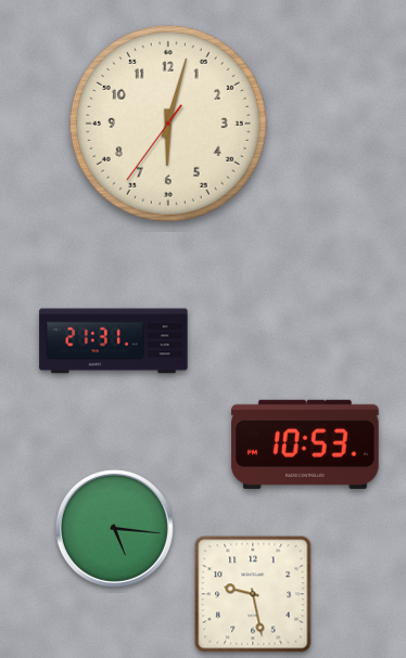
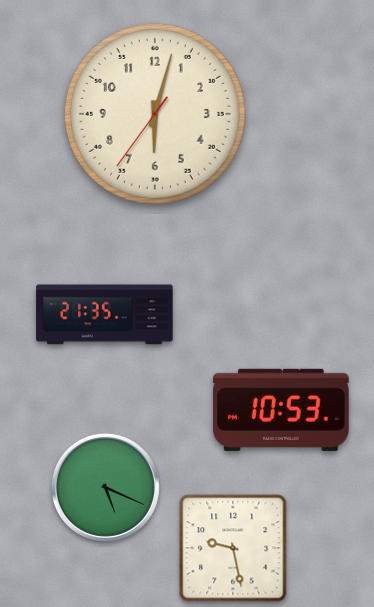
clock at (114, 341): 21:31 -> 21:35
clock at (114, 528): 5:16 -> 5:19
